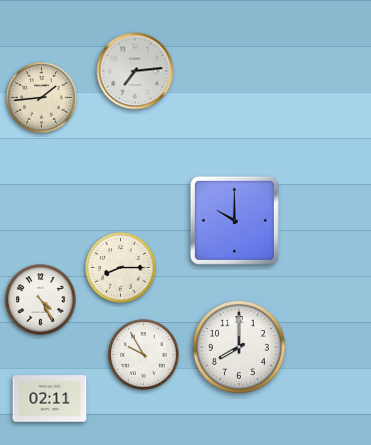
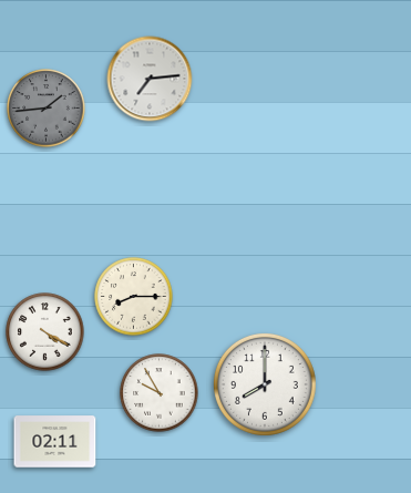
clock at (42, 98) dial: cream -> grey
clock at (234, 220): 10:00 -> none
clock at (41, 300): 4:25 -> 4:20
